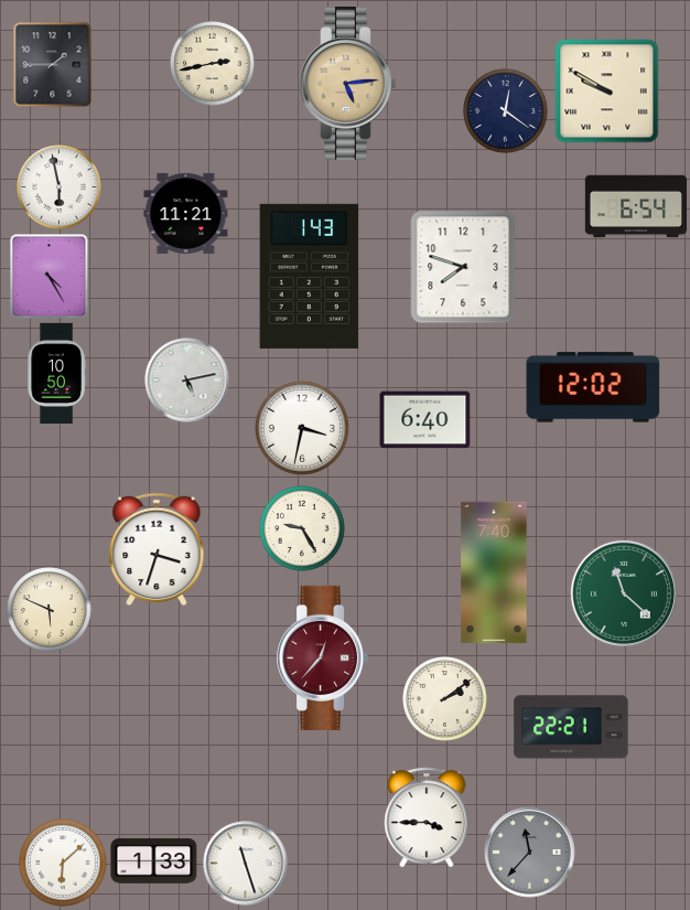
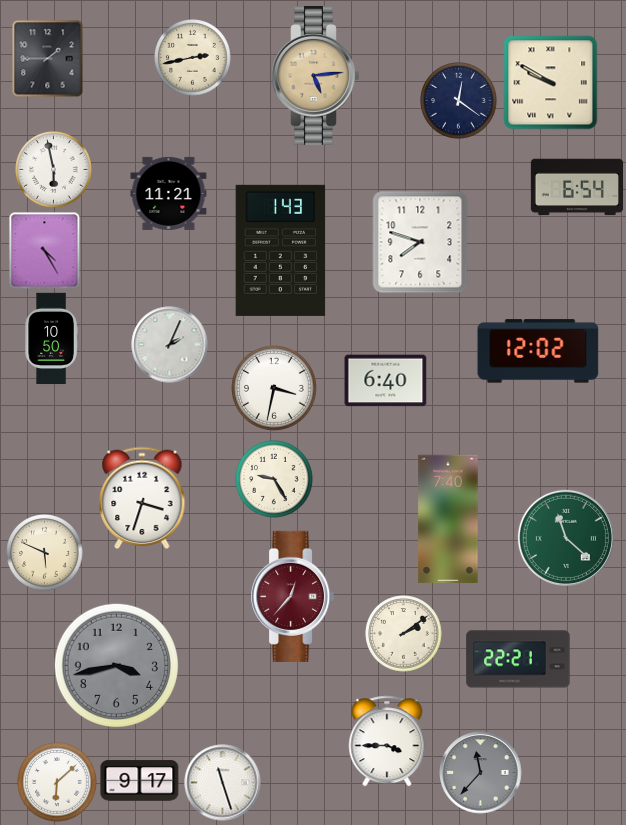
clock at (187, 381): 5:13 -> 2:04
clock at (116, 665): none -> 3:43
clock at (154, 861): 1:33 -> 9:17
